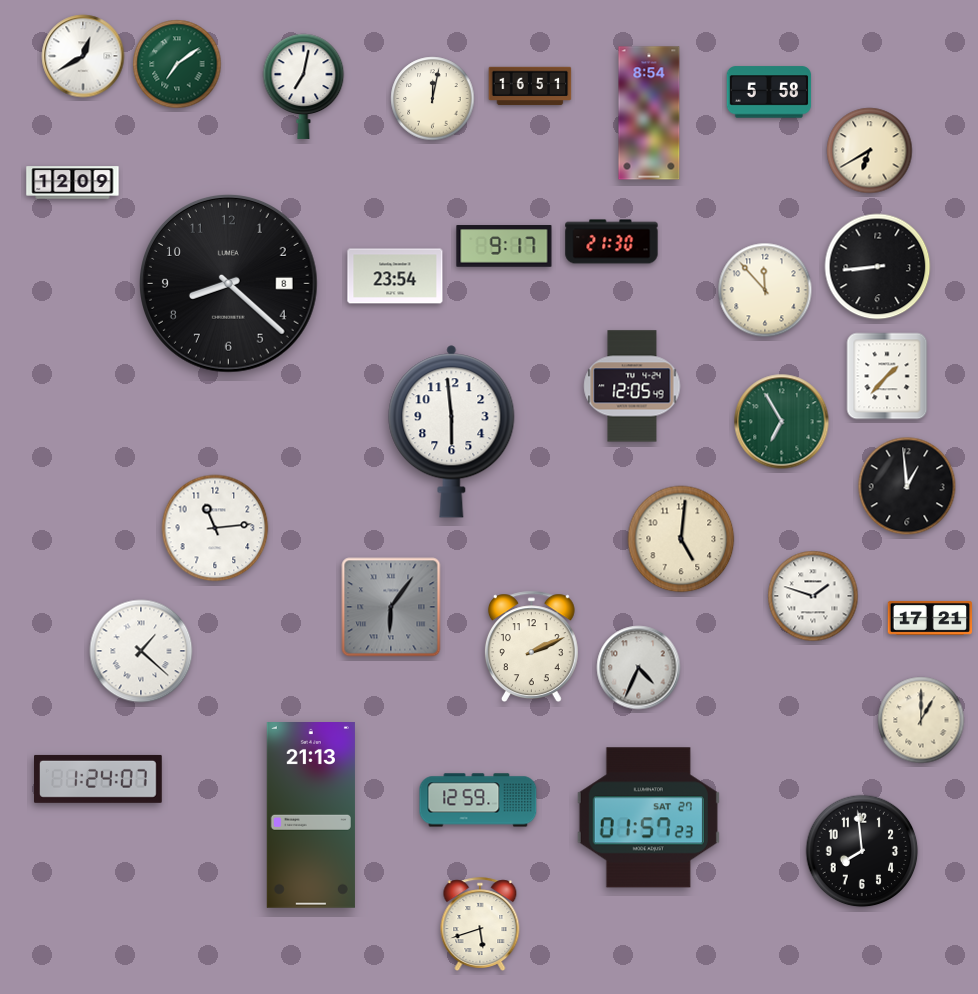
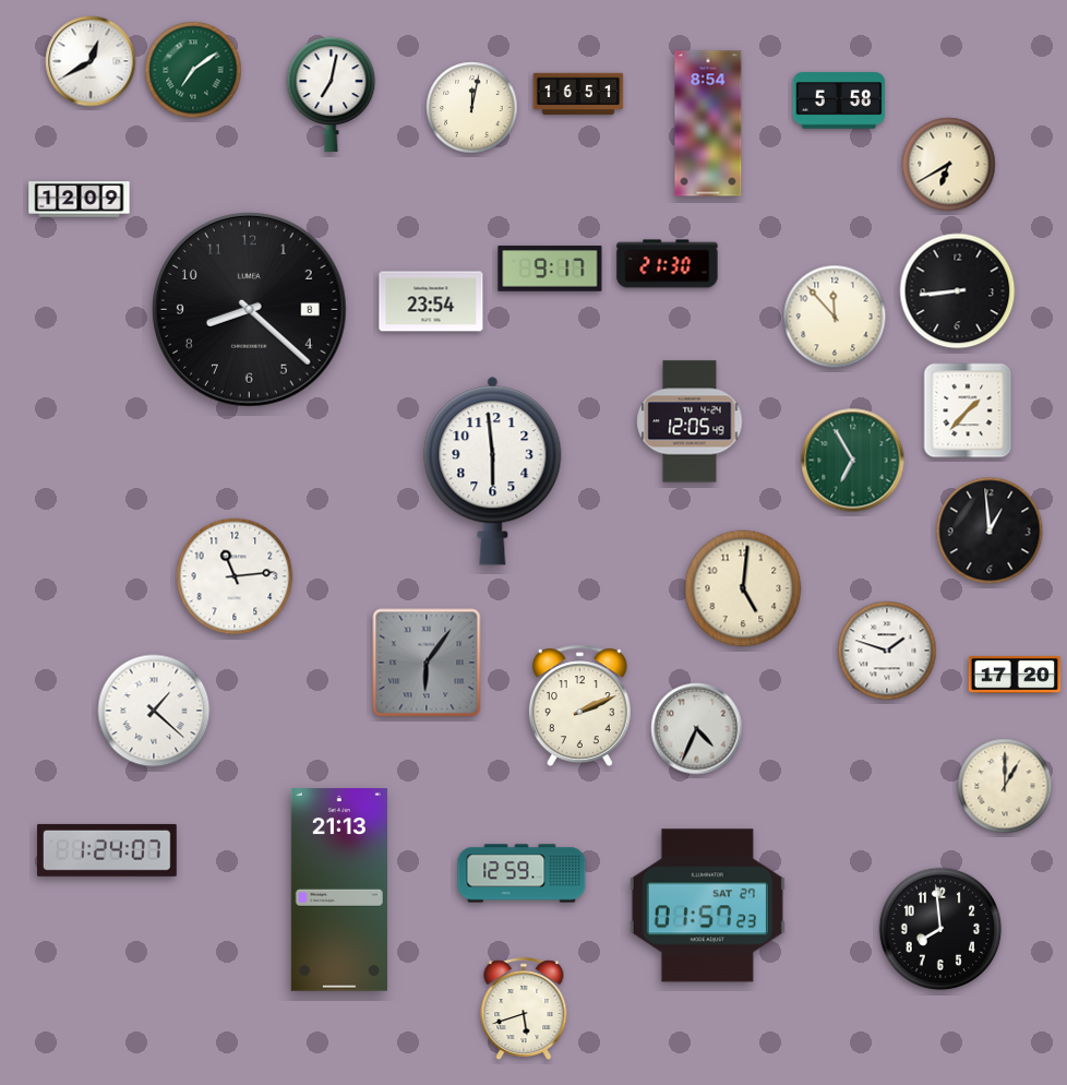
clock at (930, 618): 17:21 -> 17:20
clock at (648, 818) position: (648, 818) -> (707, 906)
